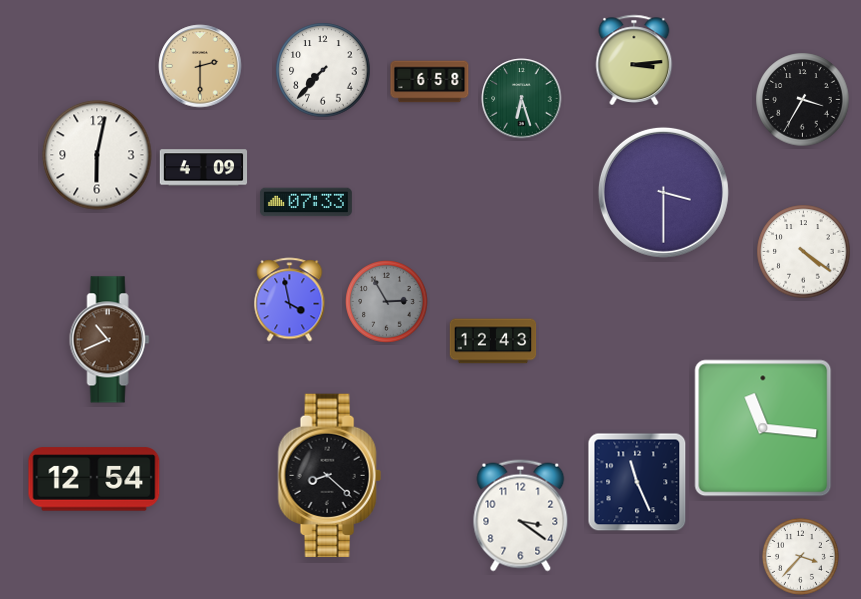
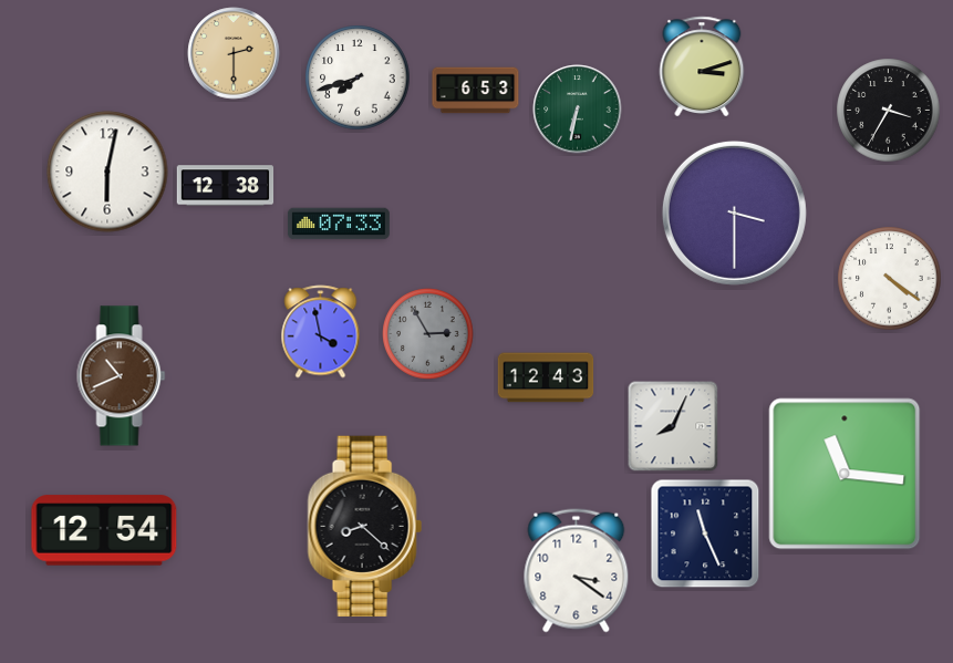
clock at (634, 59): 3:14 -> 3:12
clock at (200, 66) position: (200, 66) -> (234, 53)
clock at (323, 70): 7:37 -> 7:42
clock at (430, 82): 6:58 -> 6:53
clock at (522, 99): 6:27 -> 6:32
clock at (204, 168): 4:09 -> 12:38
clock at (673, 426): none -> 8:04
clock at (801, 557): 3:37 -> none
